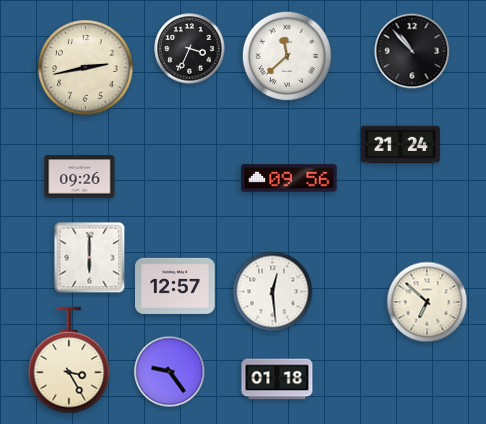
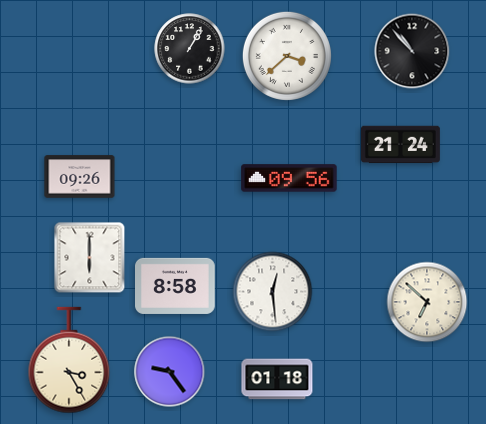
clock at (190, 49): 3:34 -> 1:05
clock at (287, 56): 11:38 -> 3:38
clock at (86, 68): 2:43 -> none
clock at (176, 286): 12:57 -> 8:58
